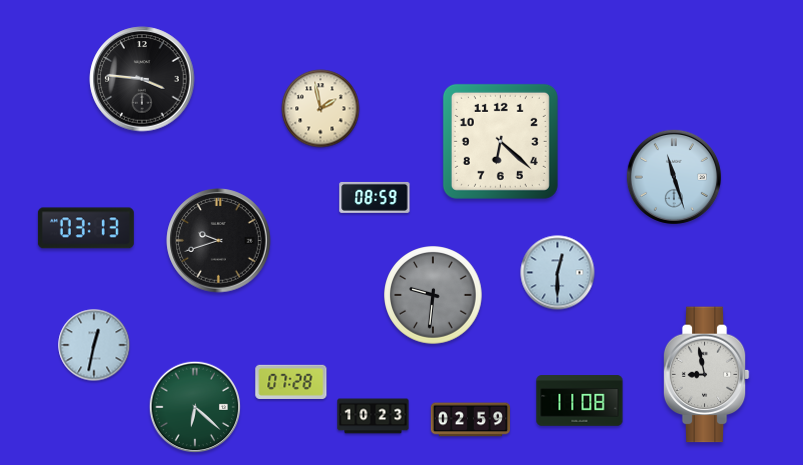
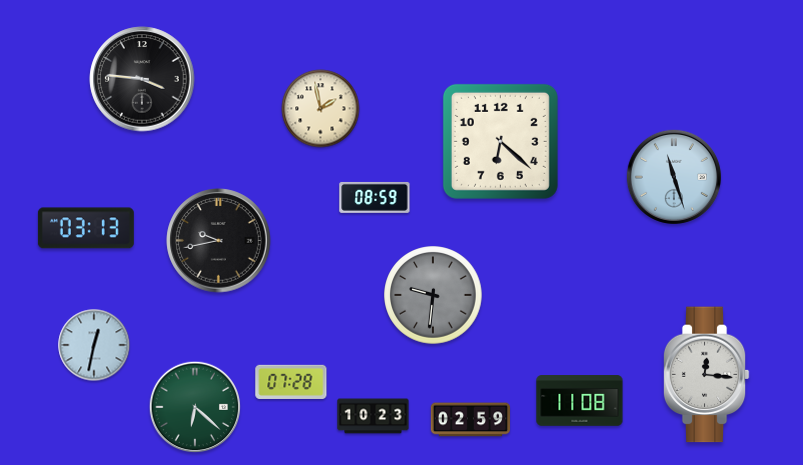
clock at (219, 241): 9:42 -> 9:43
clock at (558, 273): 12:30 -> none
clock at (706, 375): 8:58 -> 12:16
